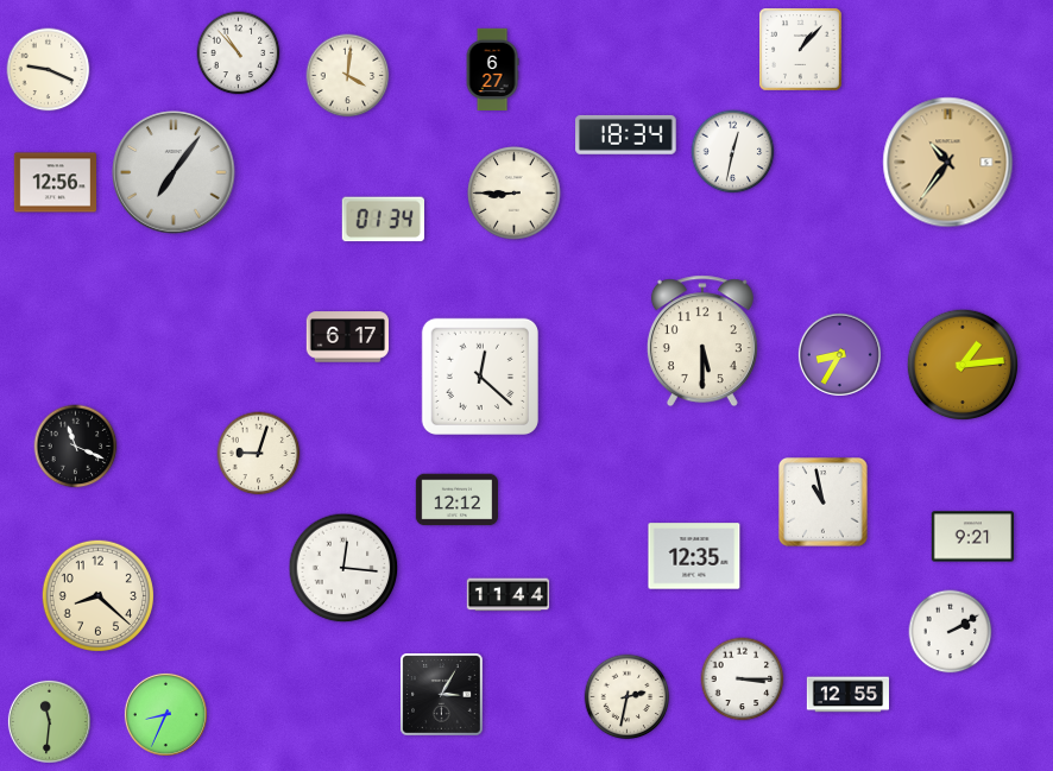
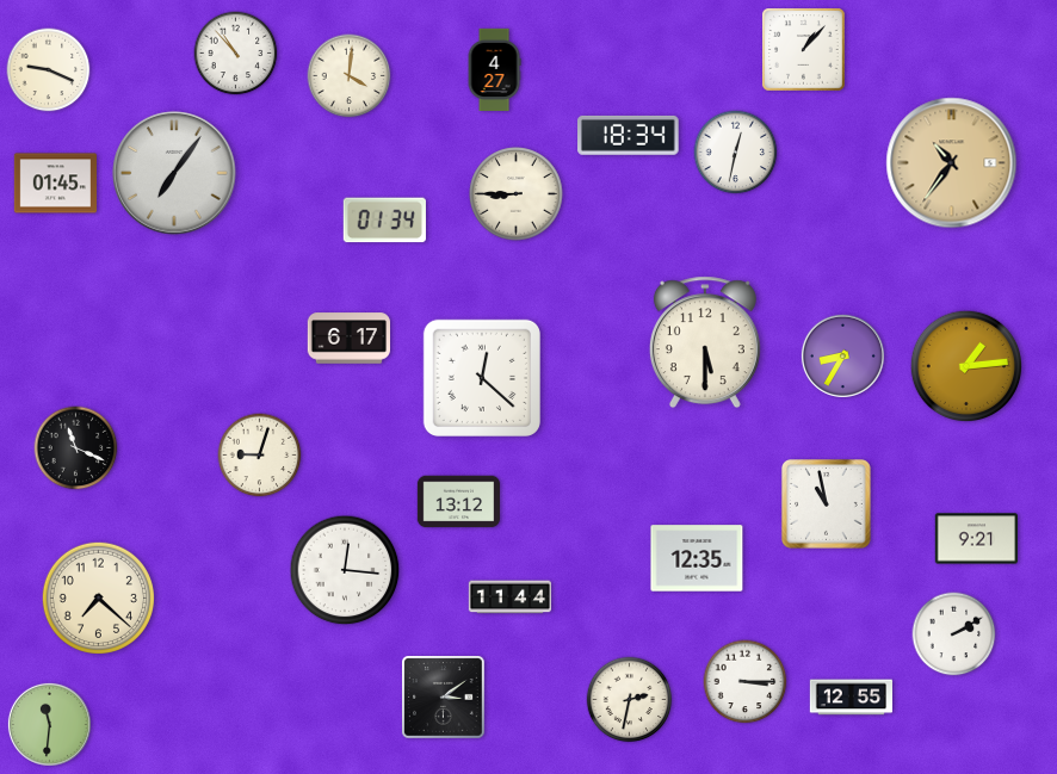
clock at (239, 53) position: (239, 53) -> (236, 54)
clock at (492, 70): 6:27 -> 4:27
clock at (55, 183): 12:56 -> 01:45
clock at (456, 500): 12:12 -> 13:12
clock at (97, 595): 8:22 -> 7:22
clock at (442, 695): 3:05 -> 3:09
clock at (165, 714): 8:34 -> none
